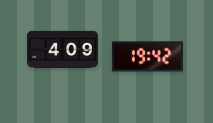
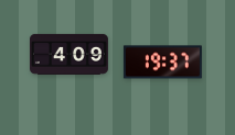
clock at (147, 57): 19:42 -> 19:37
